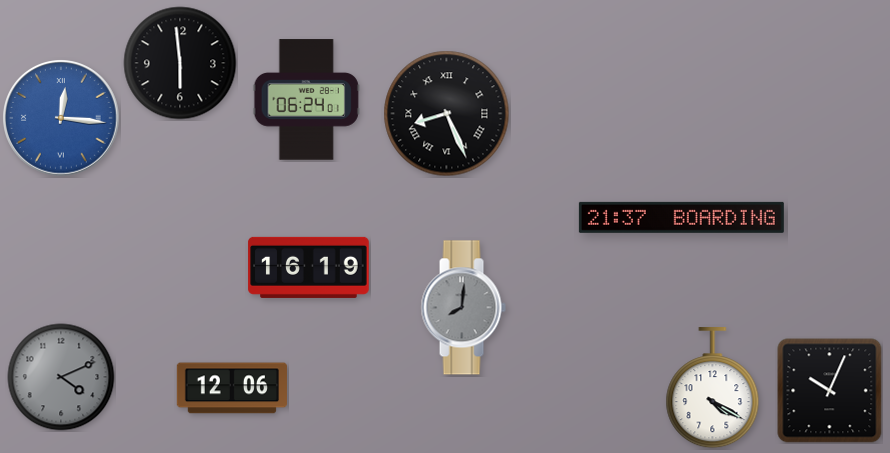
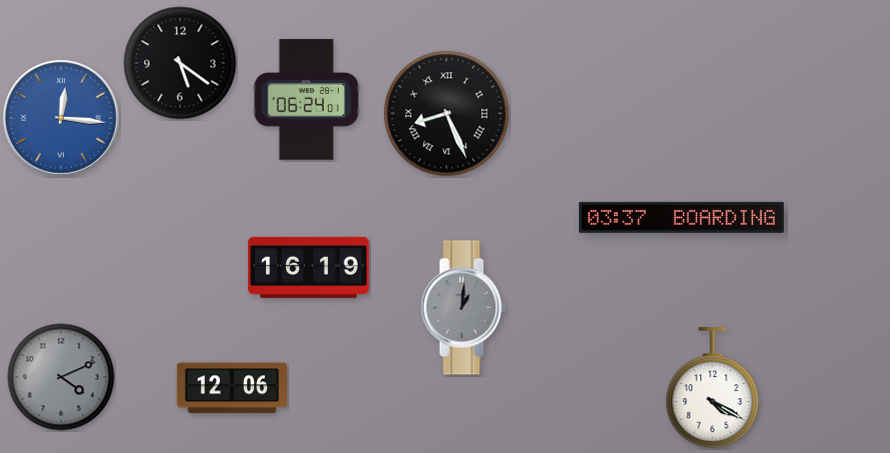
clock at (180, 63): 5:59 -> 5:21
clock at (681, 217): 21:37 -> 03:37
clock at (463, 308): 8:01 -> 1:01
clock at (830, 391): 10:04 -> none
